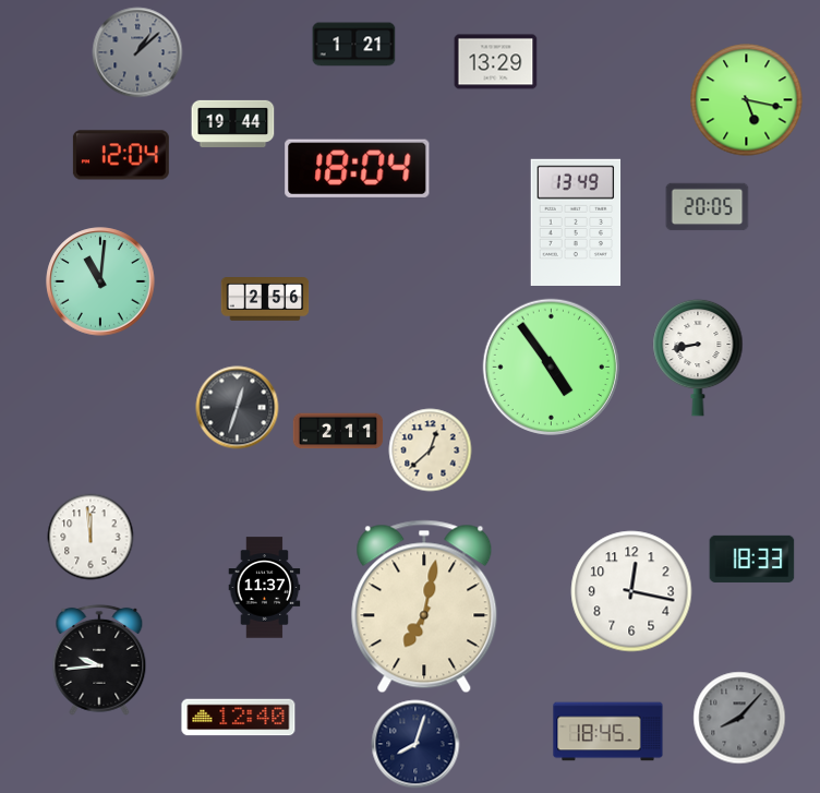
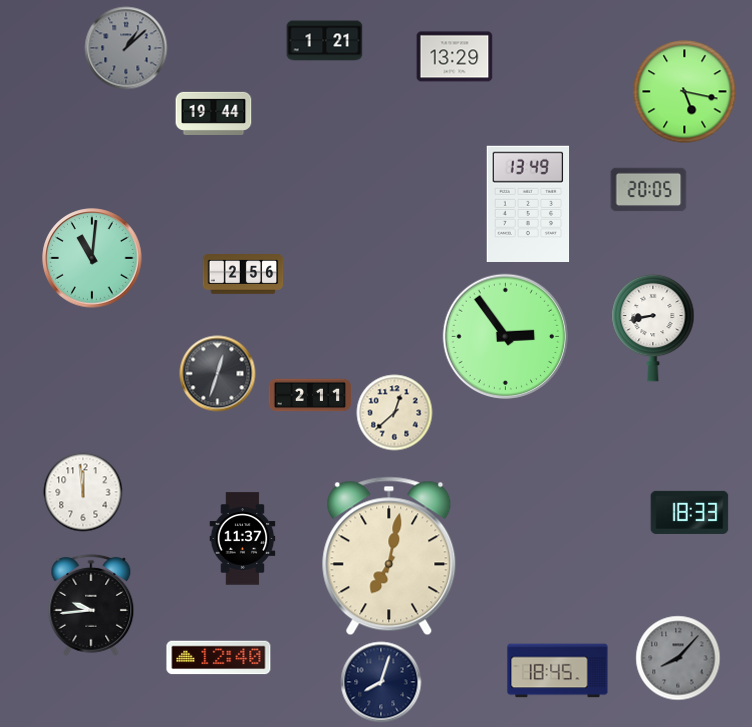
clock at (121, 155): 12:04 -> none
clock at (358, 168): 18:04 -> none
clock at (698, 358) position: (698, 358) -> (653, 328)
clock at (552, 367): 4:54 -> 2:54
clock at (631, 591): 12:17 -> none
